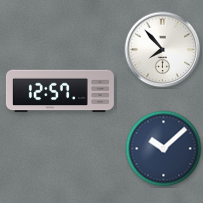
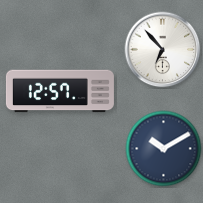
clock at (163, 50): 7:53 -> 6:53
clock at (164, 149): 10:08 -> 10:10
